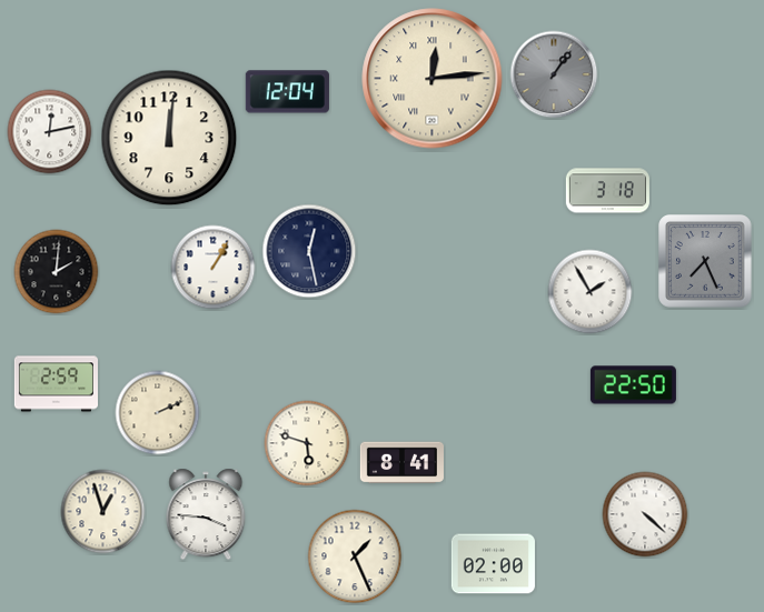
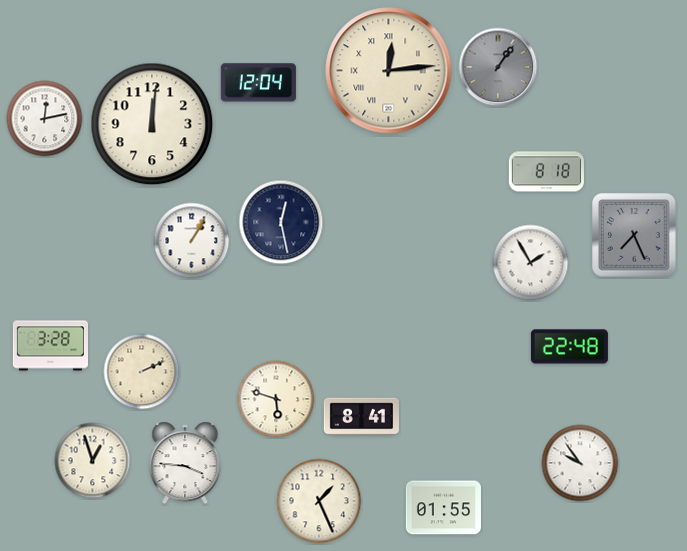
clock at (607, 191): 3:18 -> 8:18
clock at (309, 251) position: (309, 251) -> (281, 222)
clock at (57, 272): 2:01 -> none
clock at (56, 384): 2:59 -> 3:28
clock at (633, 385): 22:50 -> 22:48
clock at (645, 514): 4:22 -> 9:54
clock at (493, 564): 02:00 -> 01:55
